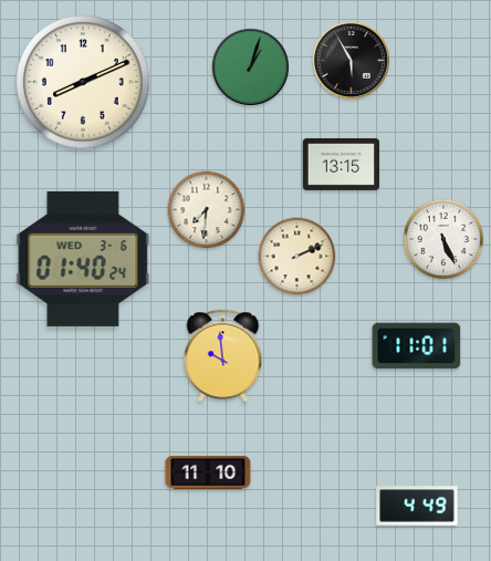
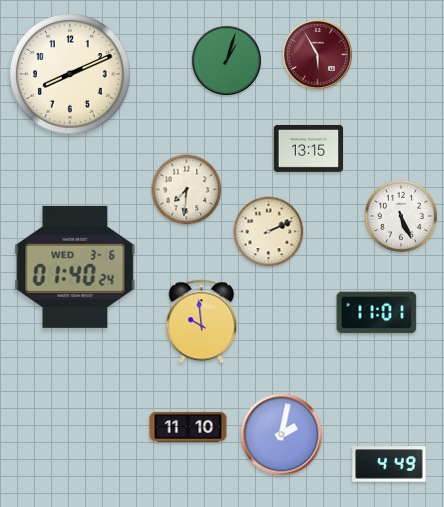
clock at (351, 60) dial: black -> burgundy
clock at (84, 83) position: (84, 83) -> (71, 75)
clock at (83, 259) position: (83, 259) -> (75, 267)
clock at (282, 435): none -> 2:02
clock at (417, 506) position: (417, 506) -> (389, 464)
